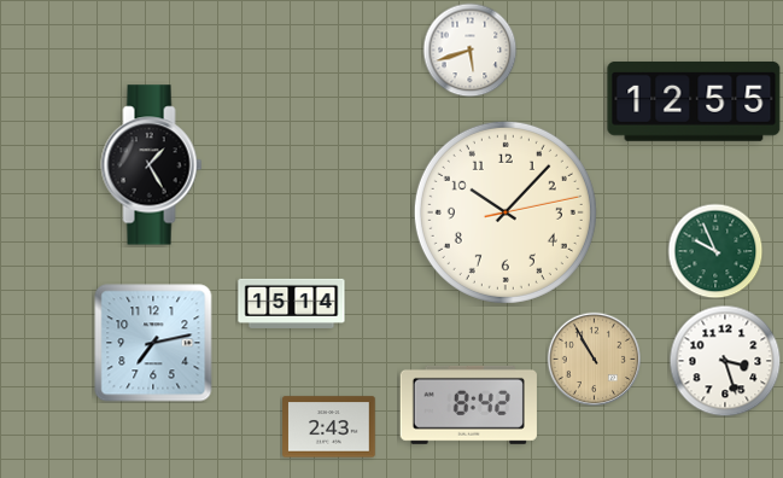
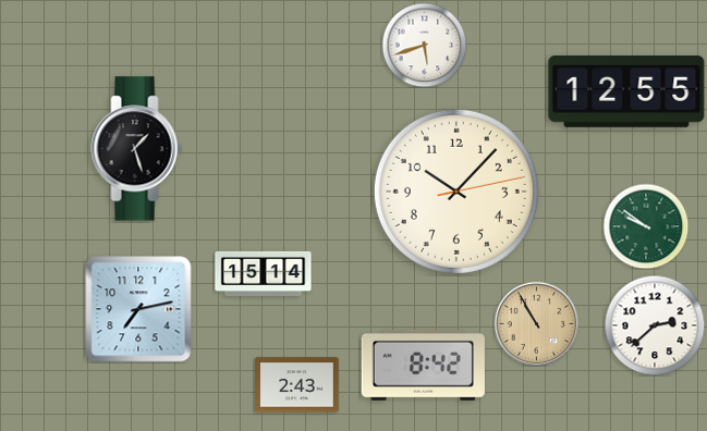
clock at (152, 165): 1:25 -> 1:27
clock at (715, 251): 9:56 -> 9:51
clock at (725, 361): 3:27 -> 2:38
